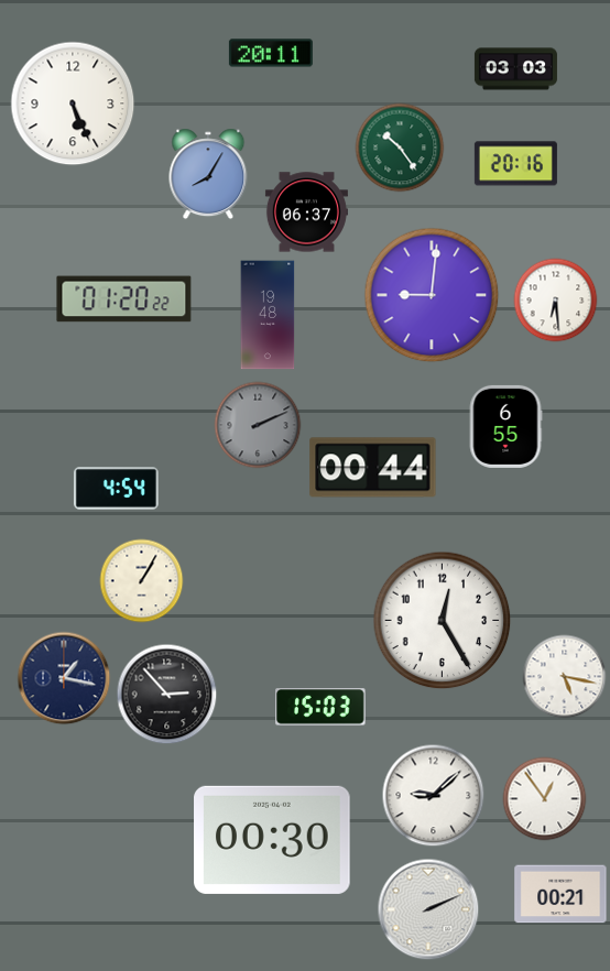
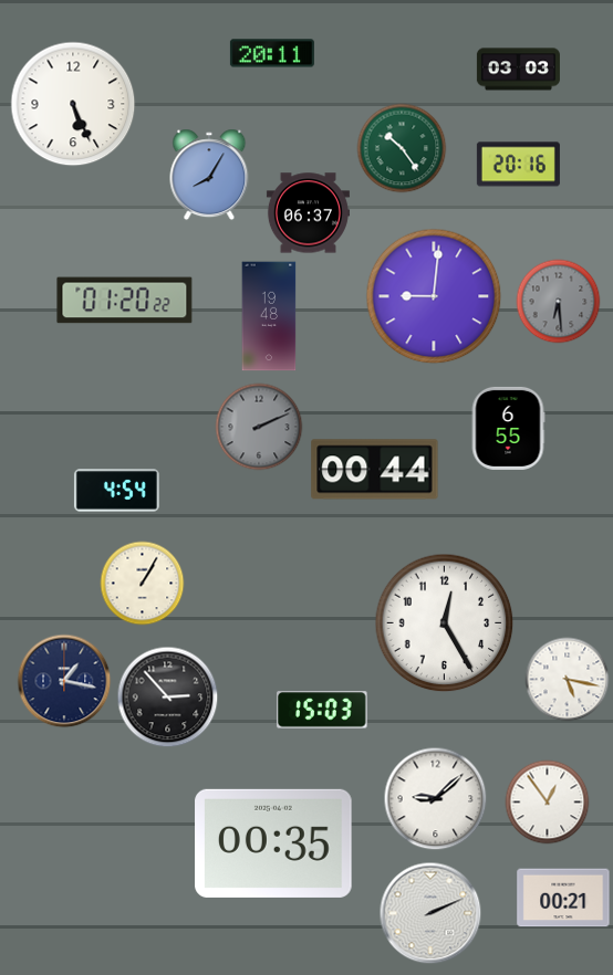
clock at (556, 301) dial: white -> grey
clock at (272, 840): 00:30 -> 00:35
